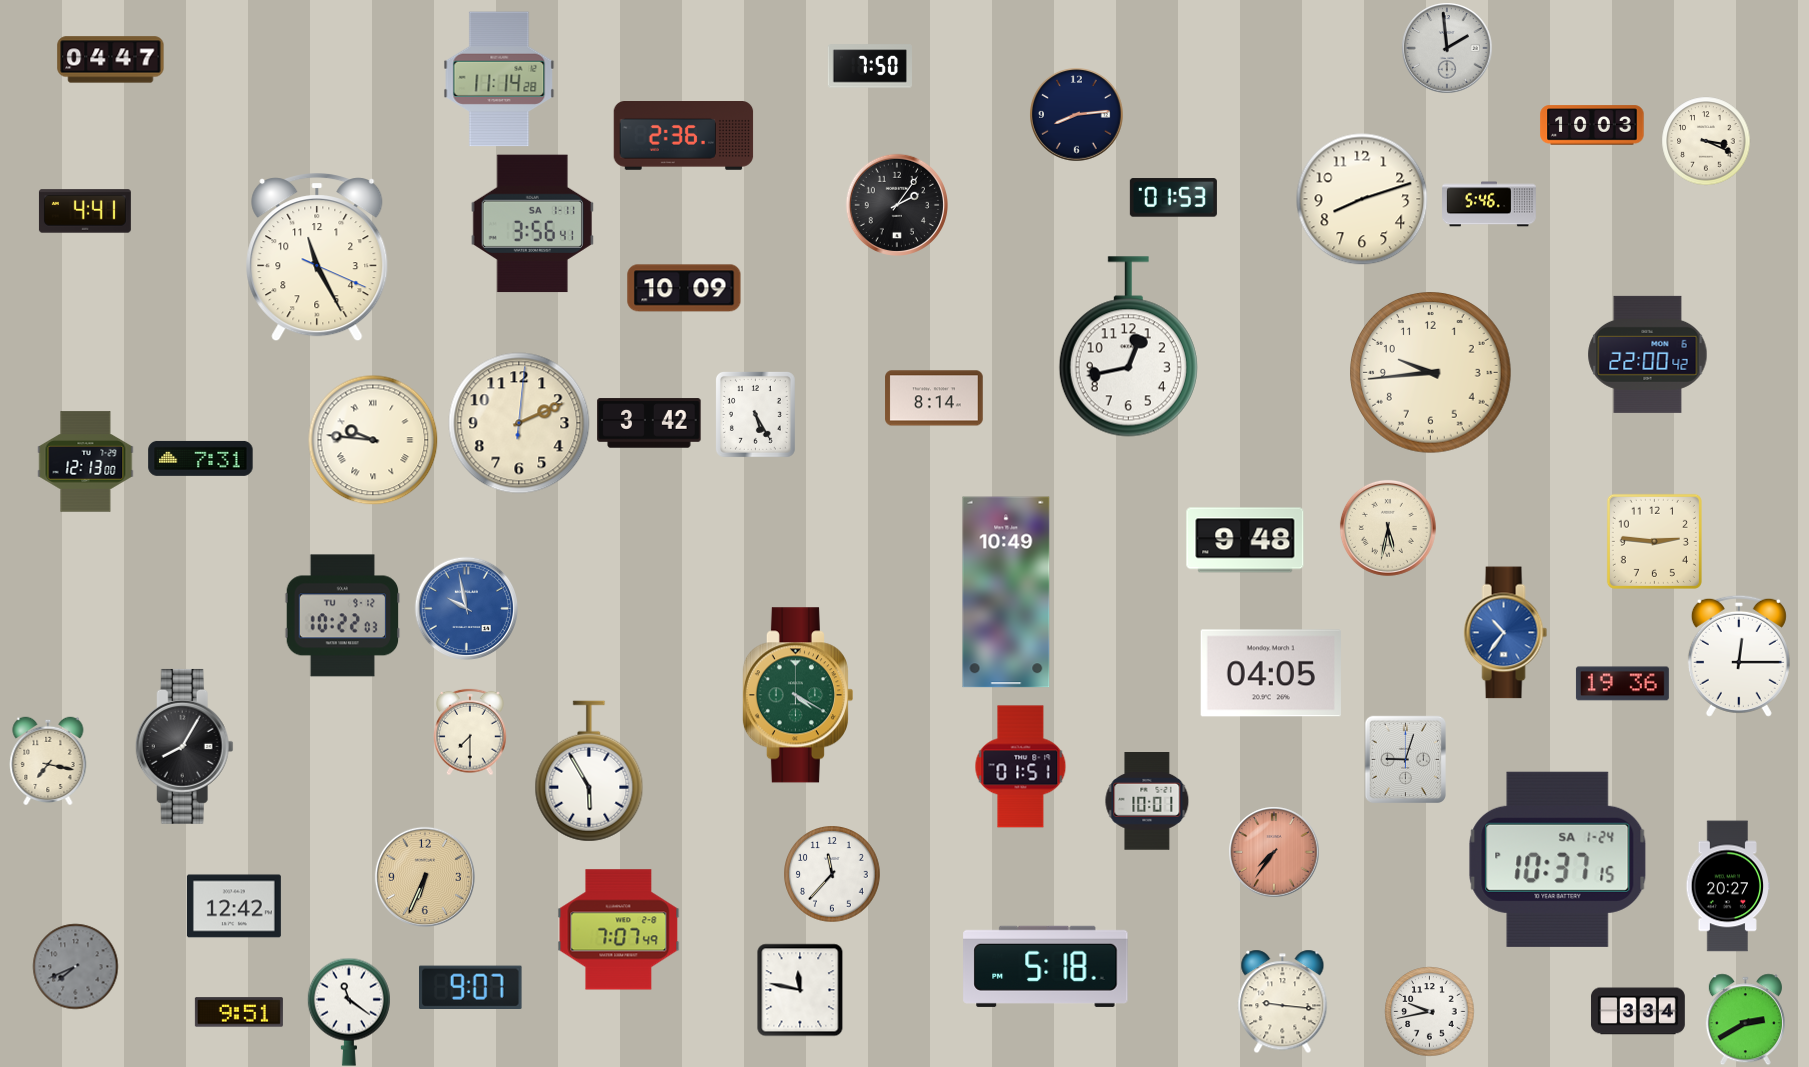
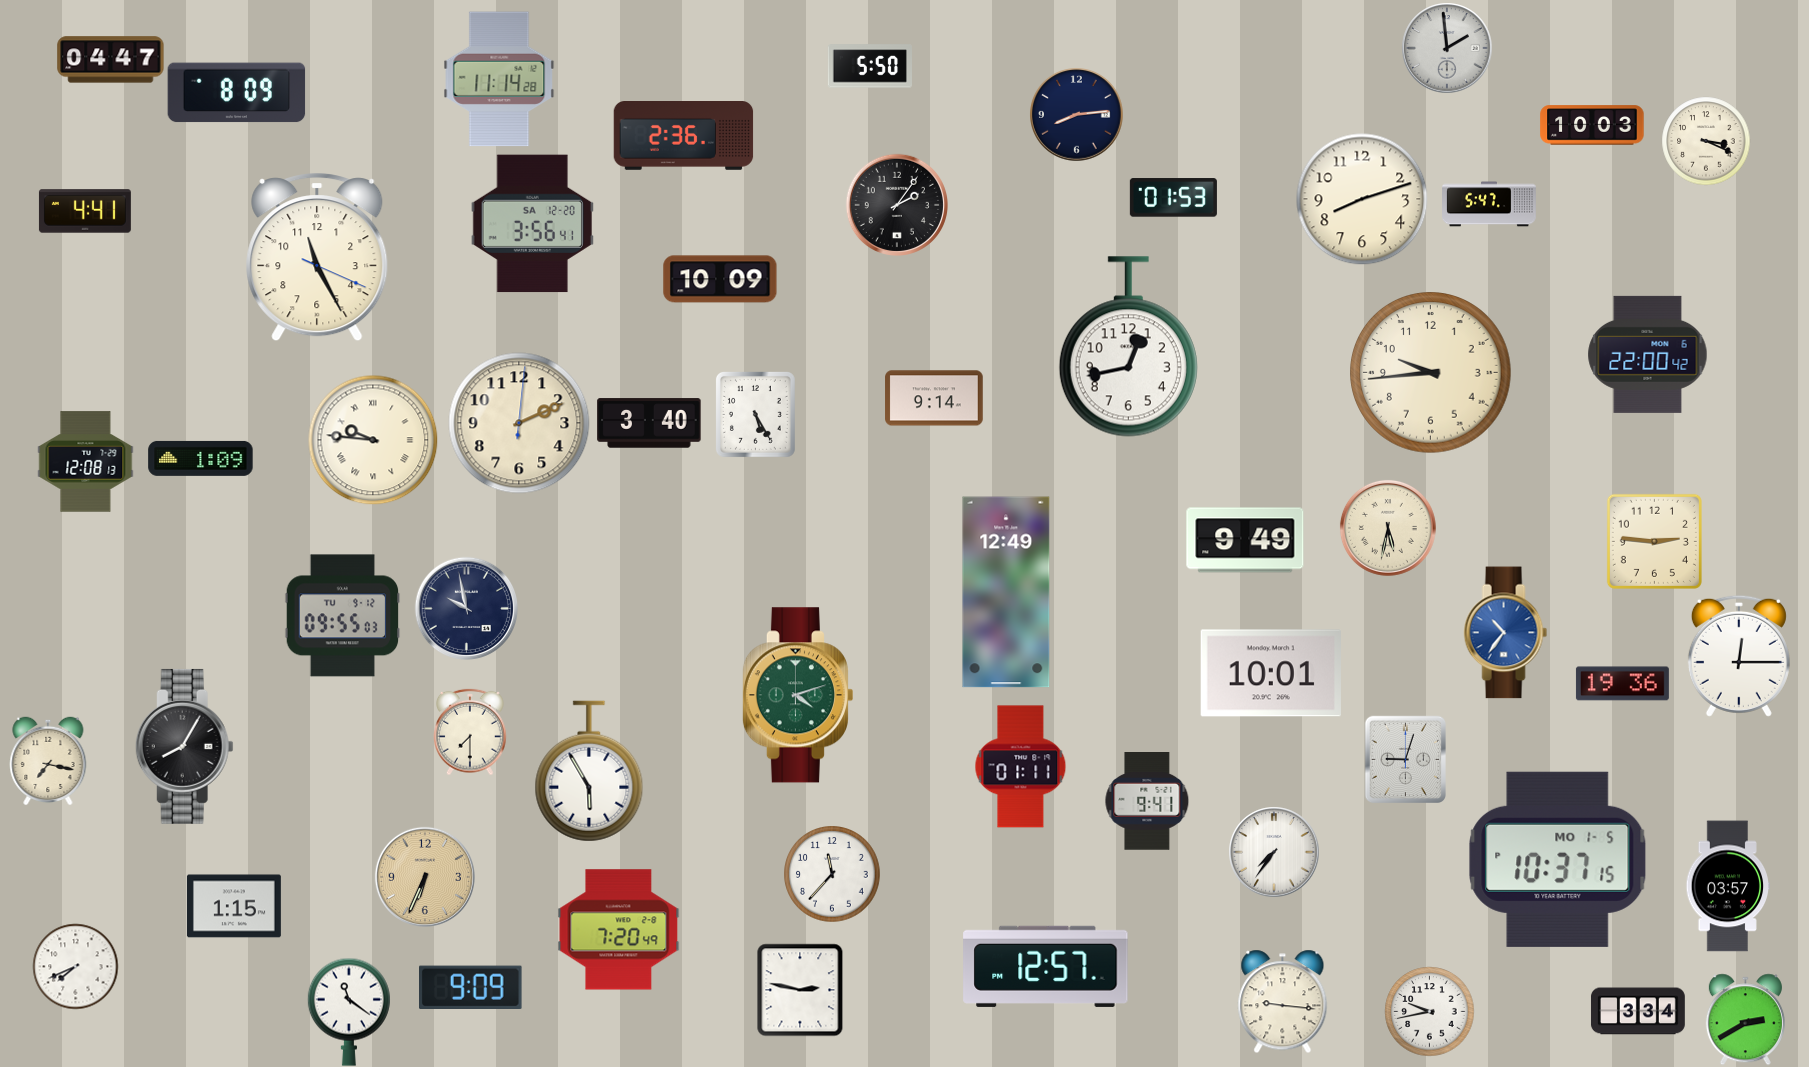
clock at (869, 66): 7:50 -> 5:50
clock at (237, 93): none -> 8:09
clock at (1490, 204): 5:46 -> 5:47
clock at (532, 224) date: SA 1-11 -> SA 12-20
clock at (684, 288) position: (684, 288) -> (720, 279)
clock at (934, 398): 8:14 -> 9:14
clock at (649, 423): 3:42 -> 3:40
clock at (201, 458): 7:31 -> 1:09
clock at (86, 462): 12:13 -> 12:08
clock at (1245, 540): 9:48 -> 9:49
clock at (1006, 592): 10:49 -> 12:49
clock at (466, 608) dial: blue -> navy
clock at (343, 616): 10:22 -> 09:55
clock at (1271, 673): 04:05 -> 10:01
clock at (797, 695): 4:20 -> 4:12
clock at (1021, 767): 01:51 -> 01:11
clock at (1147, 802): 10:01 -> 9:41
clock at (1274, 852) dial: salmon -> white
clock at (1558, 859) date: SA 1-24 -> MO 1-5
clock at (1728, 886): 20:27 -> 03:57
clock at (234, 906): 12:42 -> 1:15
clock at (619, 930): 7:07 -> 7:20
clock at (75, 966) dial: grey -> white
clock at (1046, 966): 5:18 -> 12:57
clock at (471, 988): 9:07 -> 9:09
clock at (800, 990): 11:47 -> 2:47
clock at (239, 1012): 9:51 -> none
